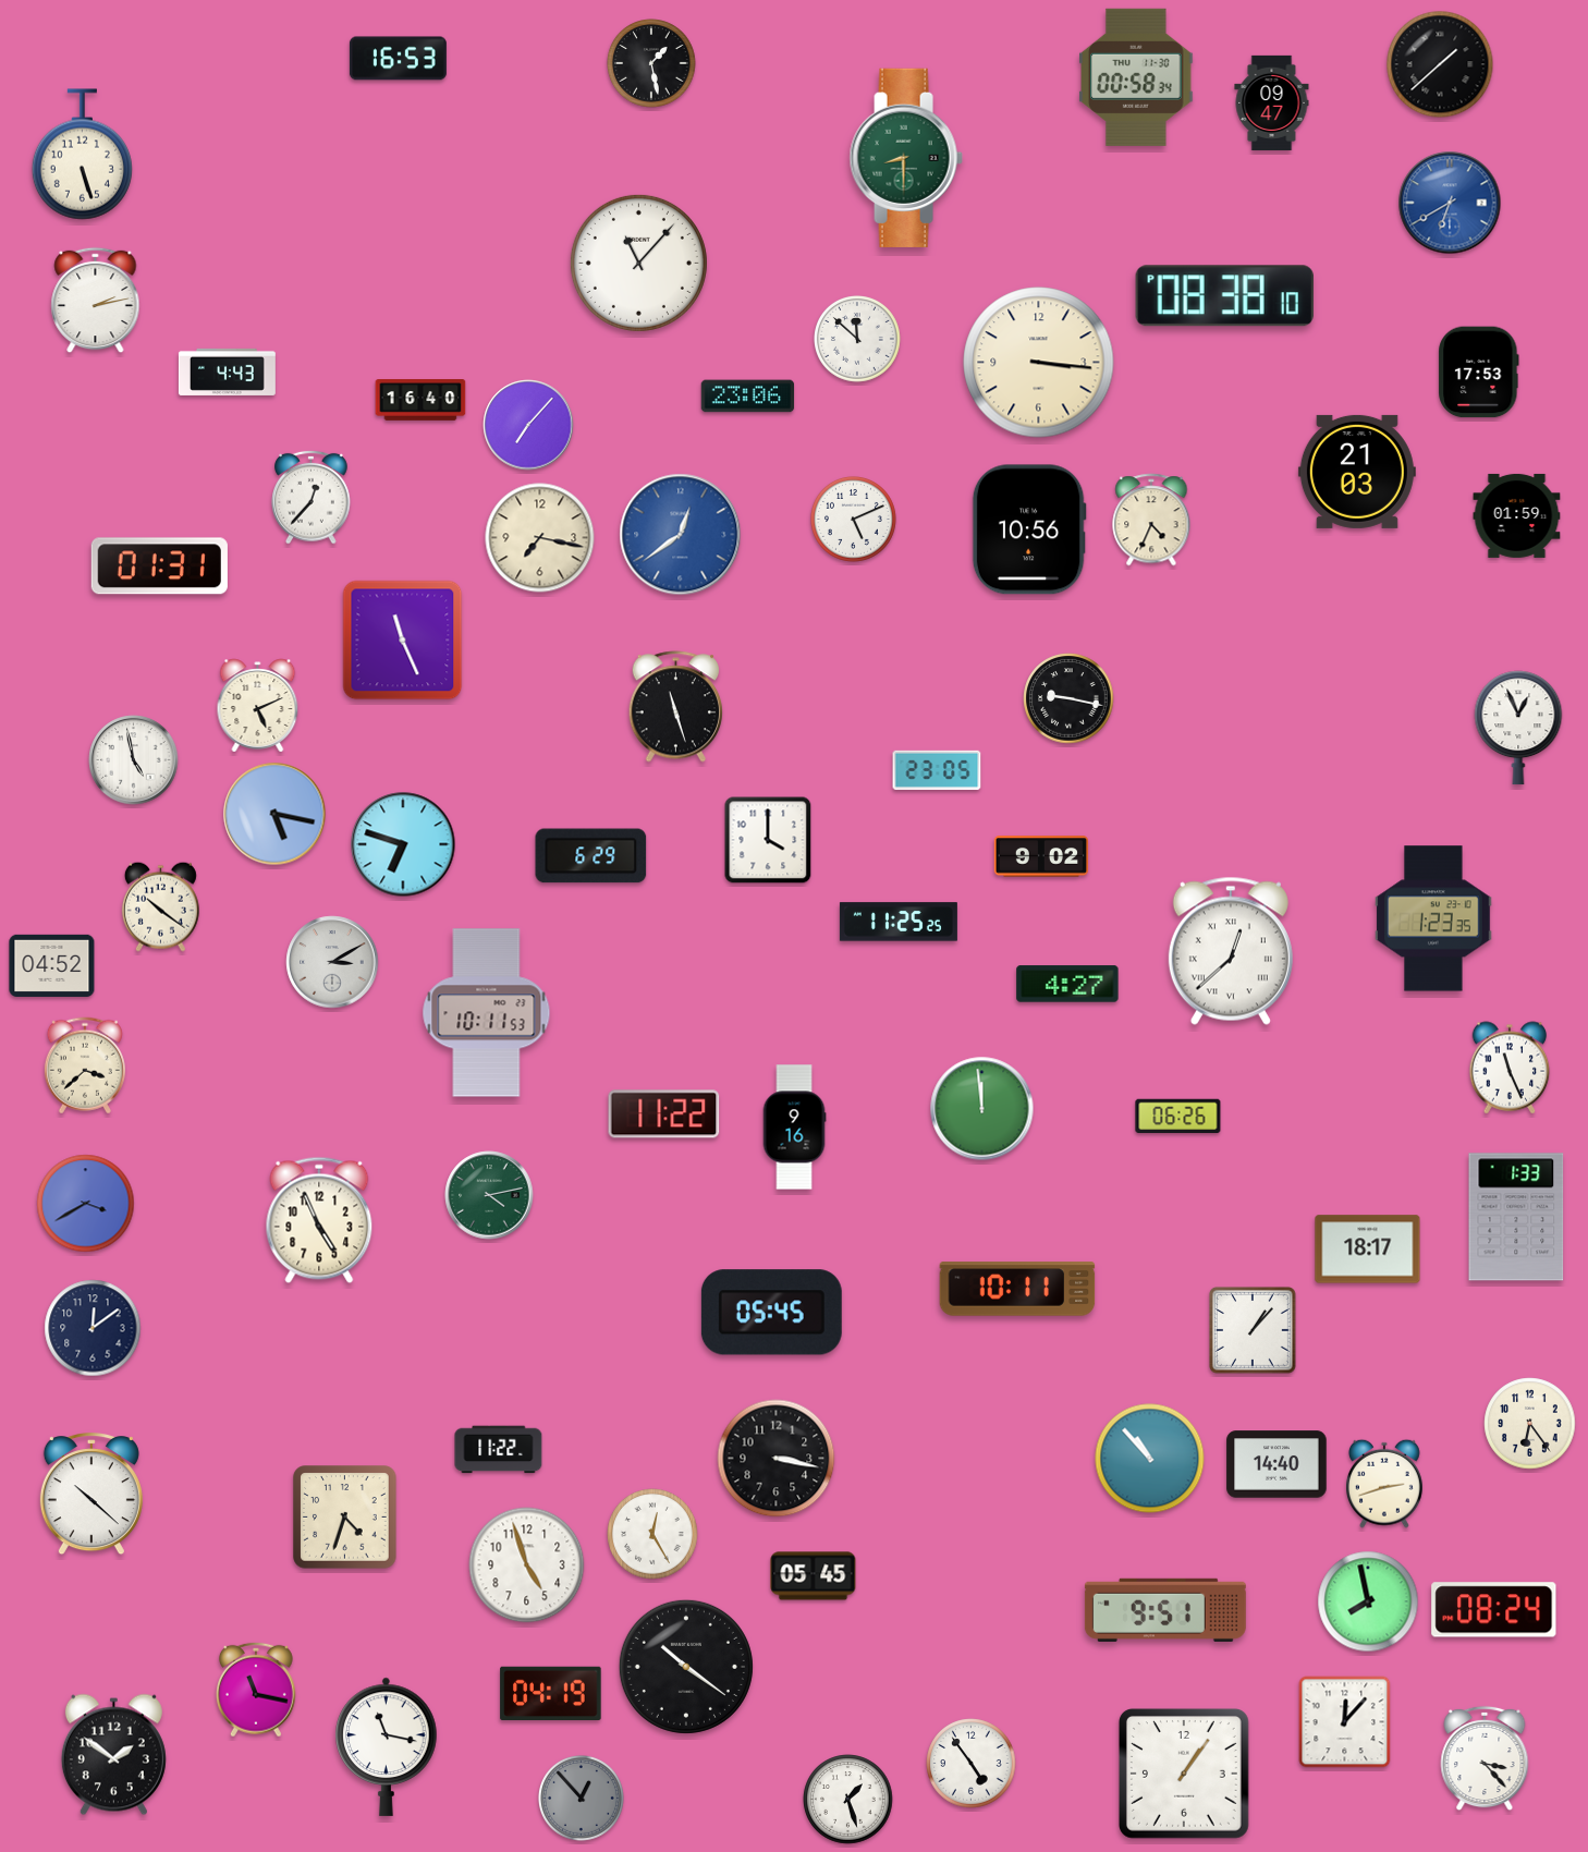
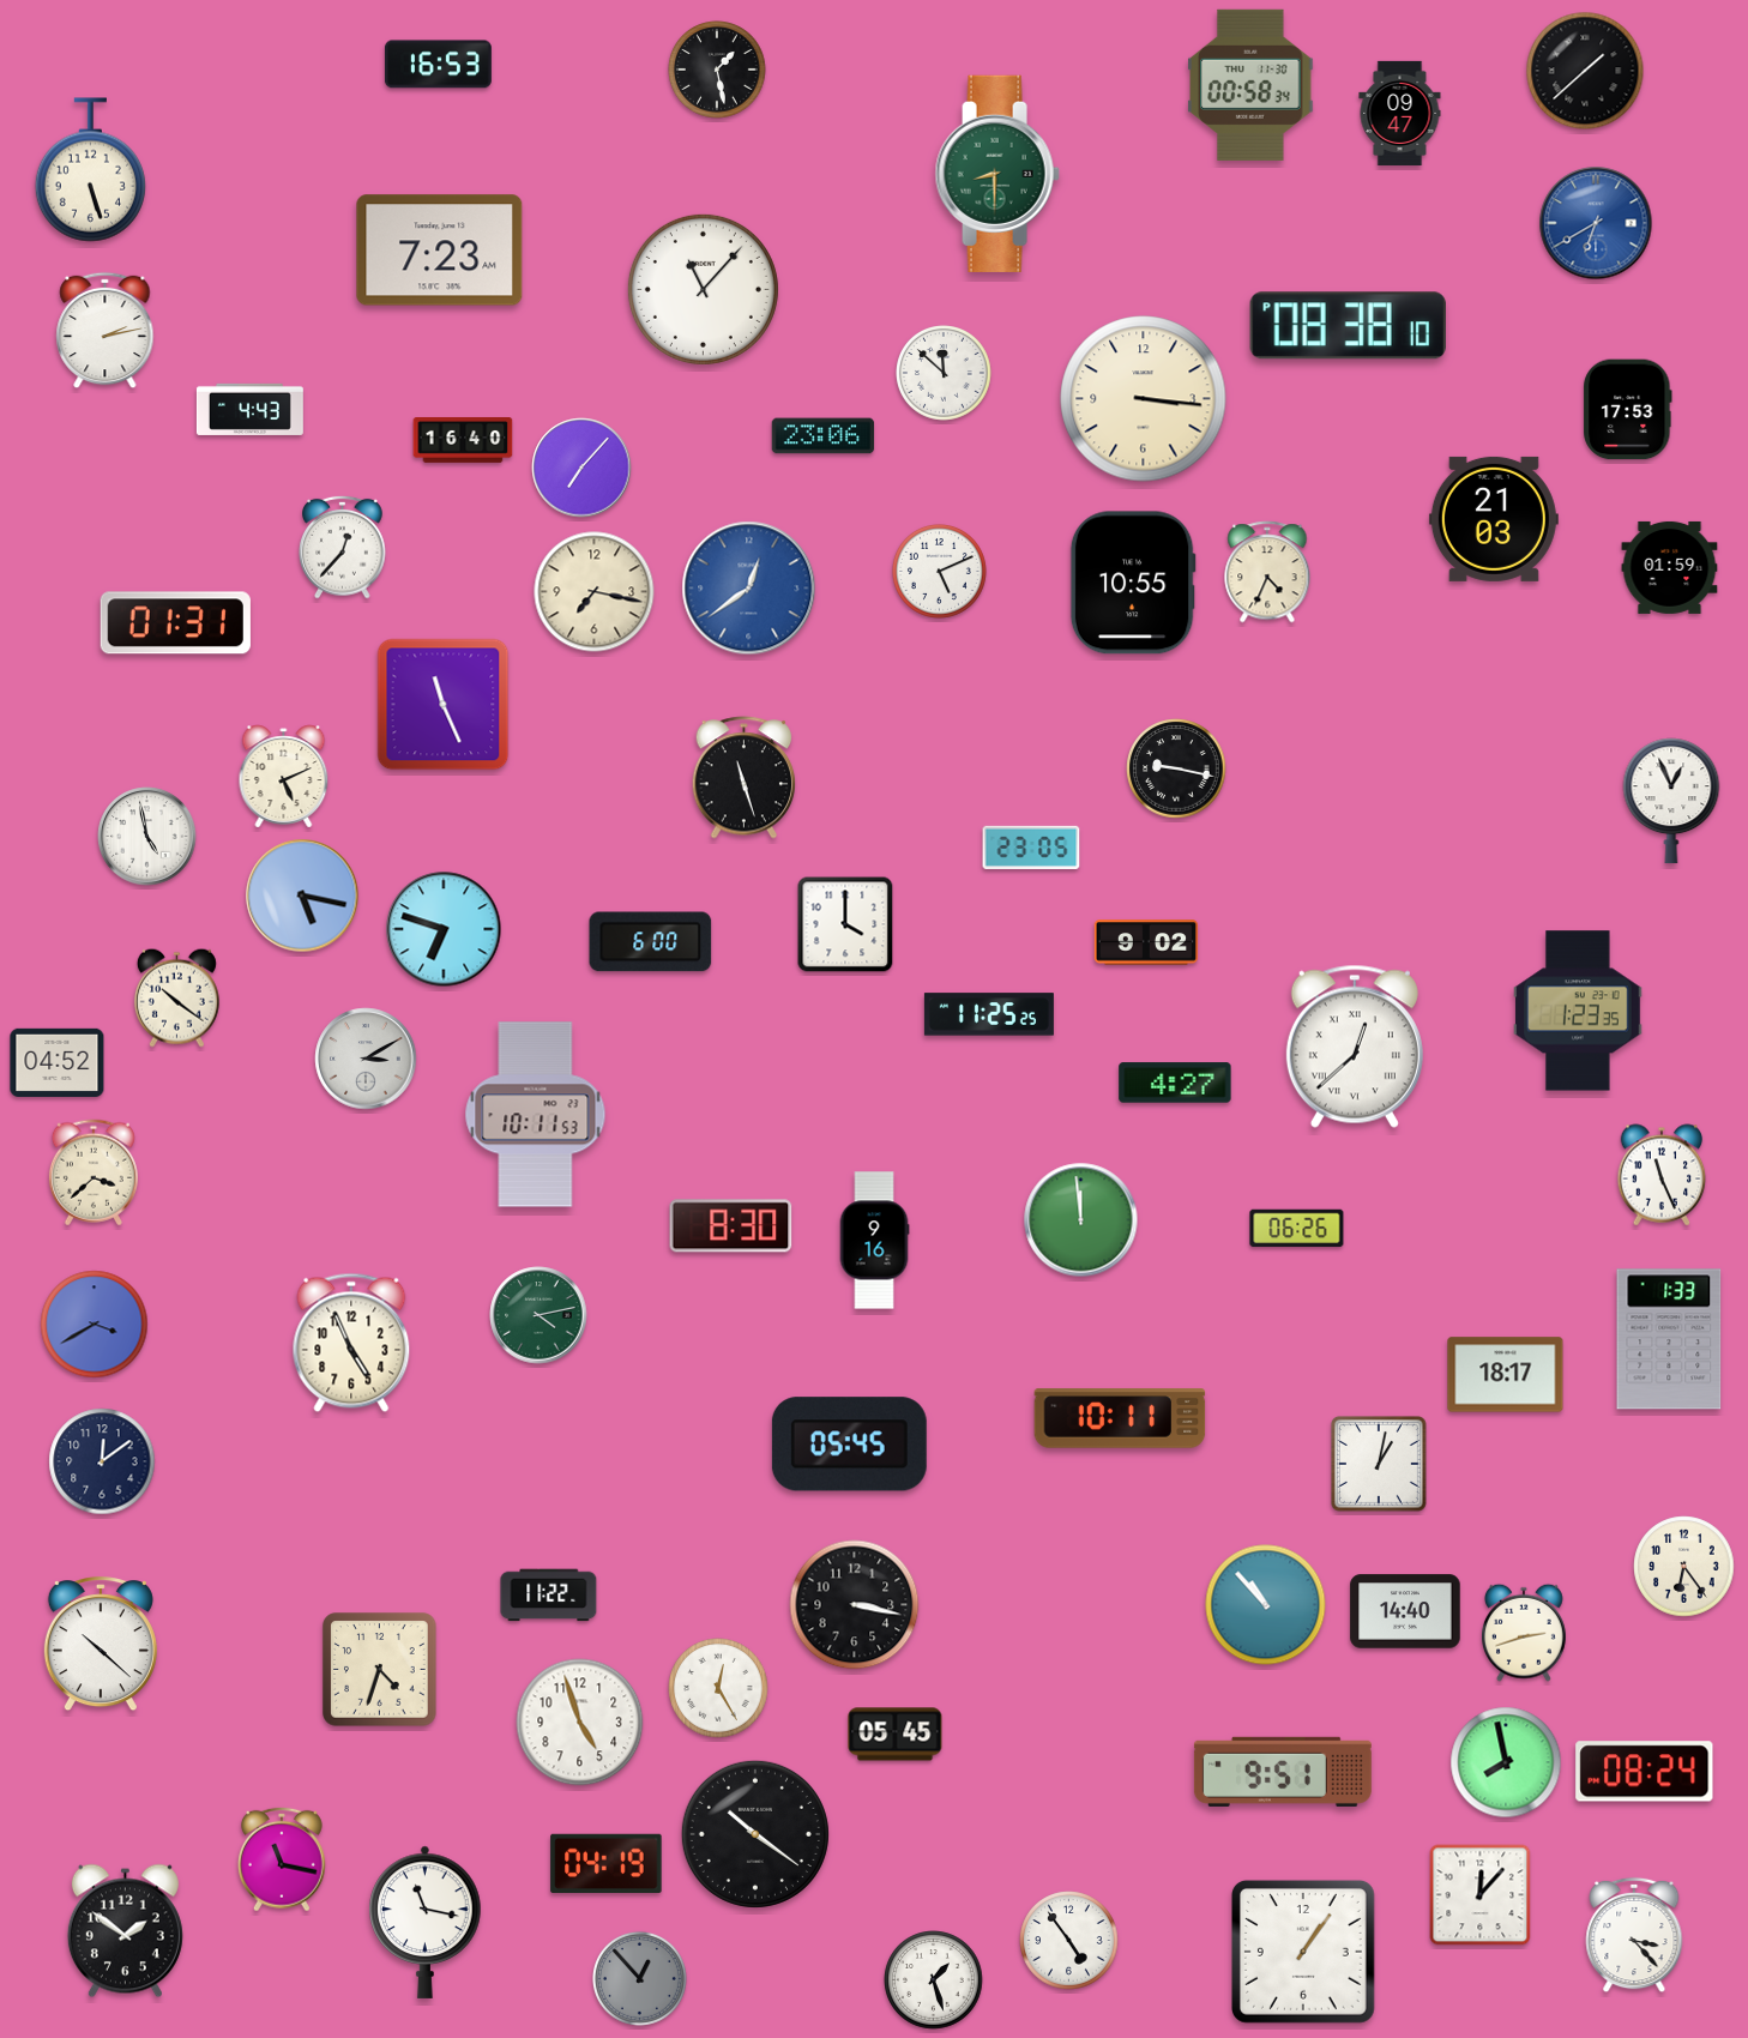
clock at (440, 251): none -> 7:23
clock at (1029, 529): 10:56 -> 10:55
clock at (591, 856): 6:29 -> 6:00
clock at (664, 1114): 11:22 -> 8:30
clock at (1253, 1330): 1:07 -> 1:02
